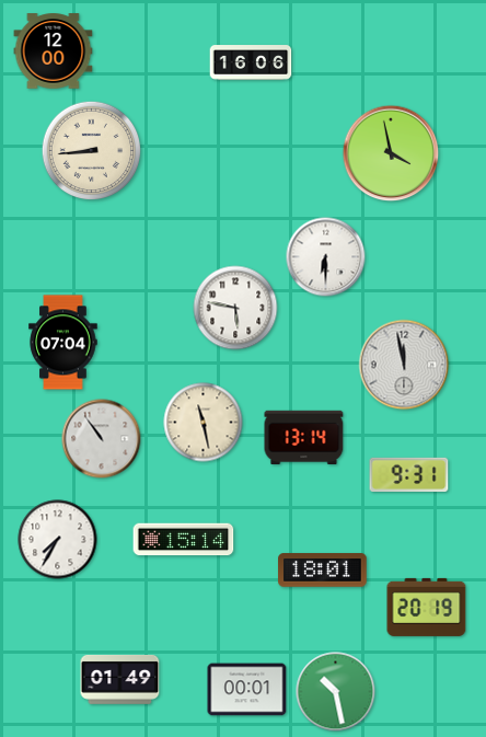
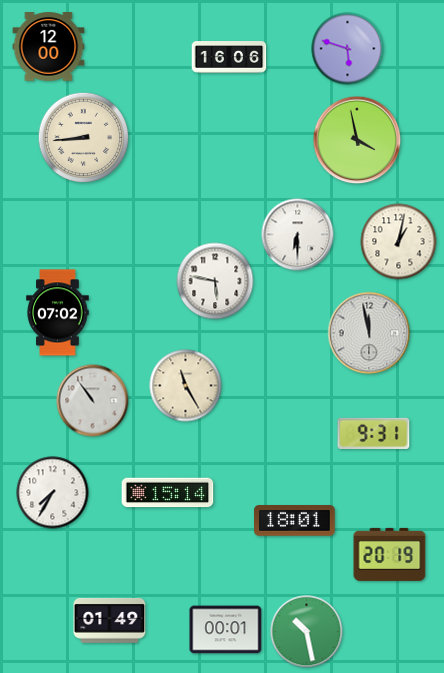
clock at (348, 49): none -> 5:48
clock at (399, 242): none -> 1:02
clock at (63, 343): 07:04 -> 07:02
clock at (204, 423): 11:28 -> 11:25
clock at (304, 437): 13:14 -> none
